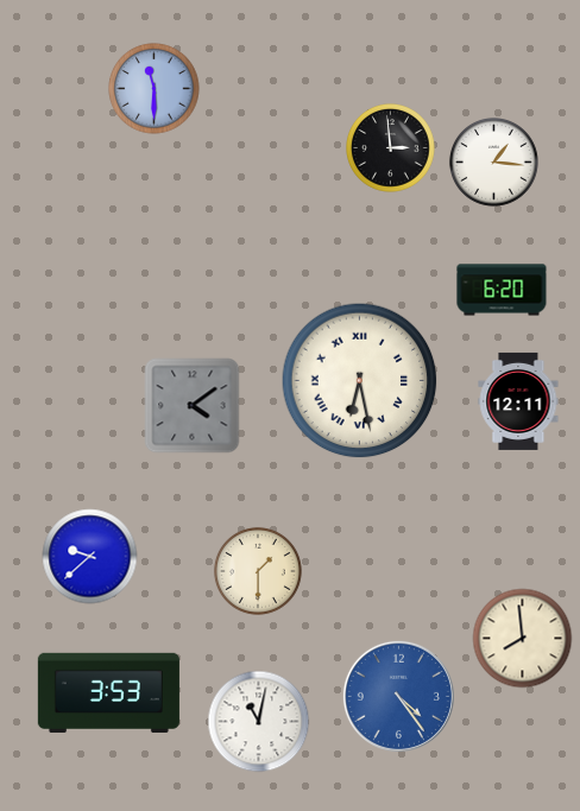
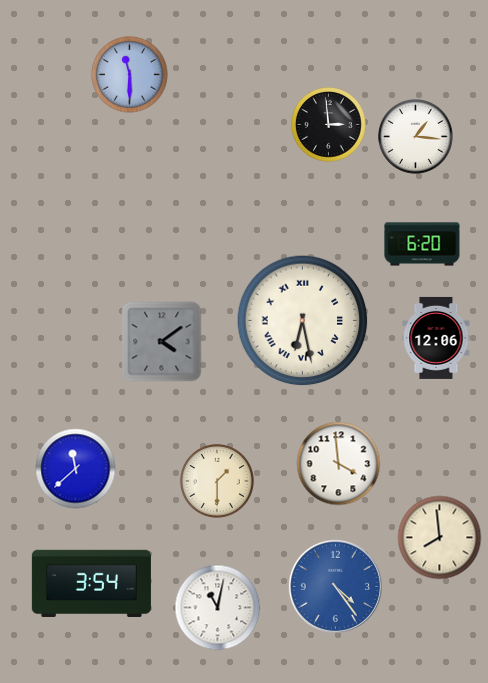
clock at (518, 401): 12:11 -> 12:06
clock at (339, 464): none -> 3:59
clock at (90, 557): 9:38 -> 11:38
clock at (108, 692): 3:53 -> 3:54
